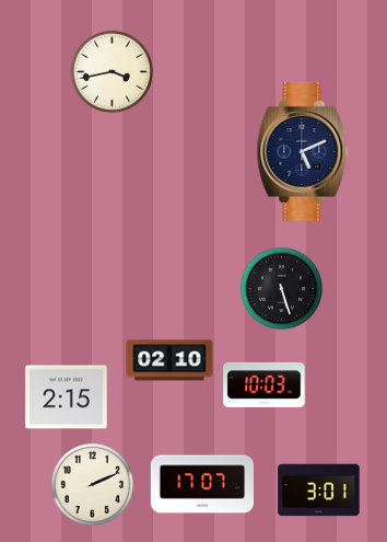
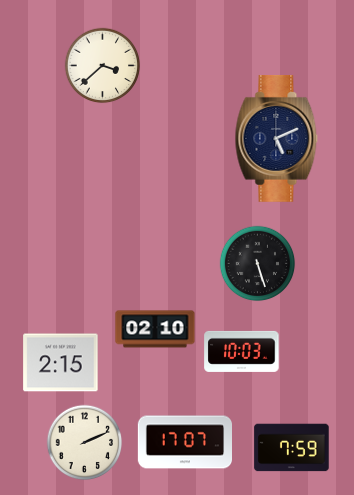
clock at (113, 72): 3:43 -> 3:38
clock at (319, 491): 3:01 -> 7:59
